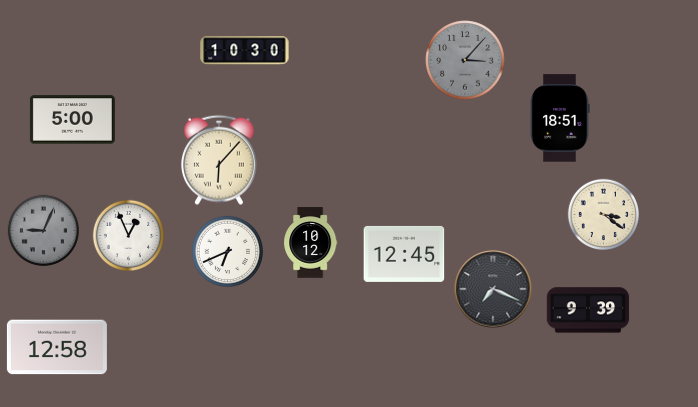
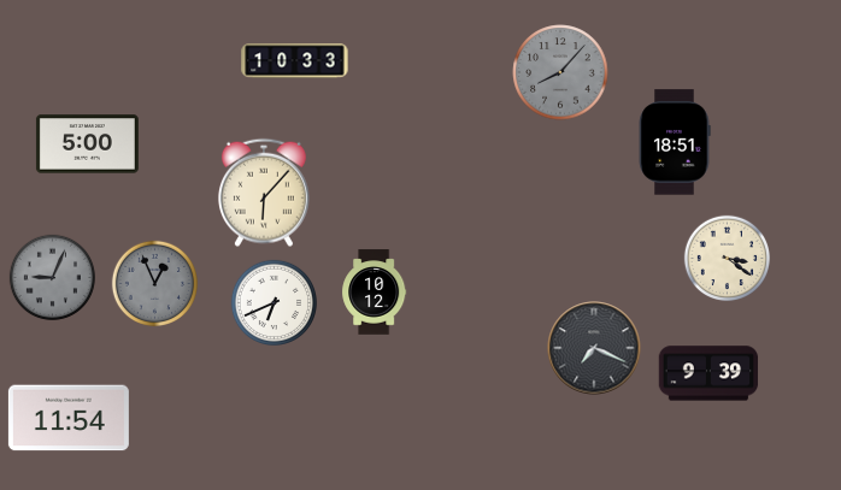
clock at (245, 51): 10:30 -> 10:33
clock at (465, 60): 3:07 -> 8:07
clock at (128, 235) dial: white -> grey
clock at (404, 254): 12:45 -> none
clock at (57, 347): 12:58 -> 11:54
